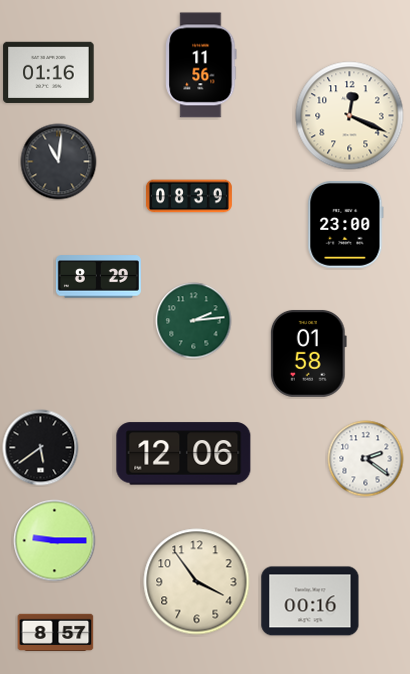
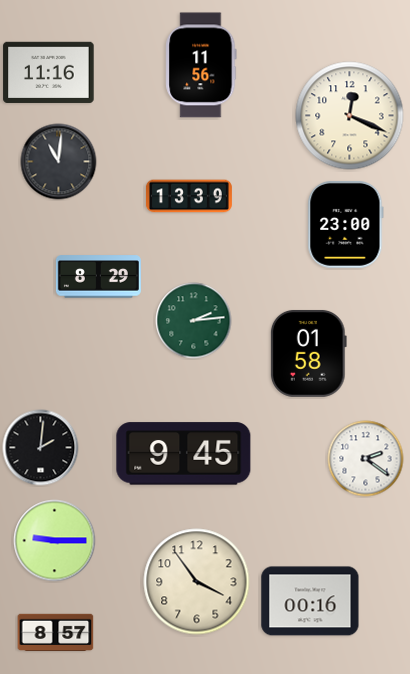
clock at (49, 72): 01:16 -> 11:16
clock at (189, 196): 08:39 -> 13:39
clock at (41, 448): 5:39 -> 2:01
clock at (184, 454): 12:06 -> 9:45
